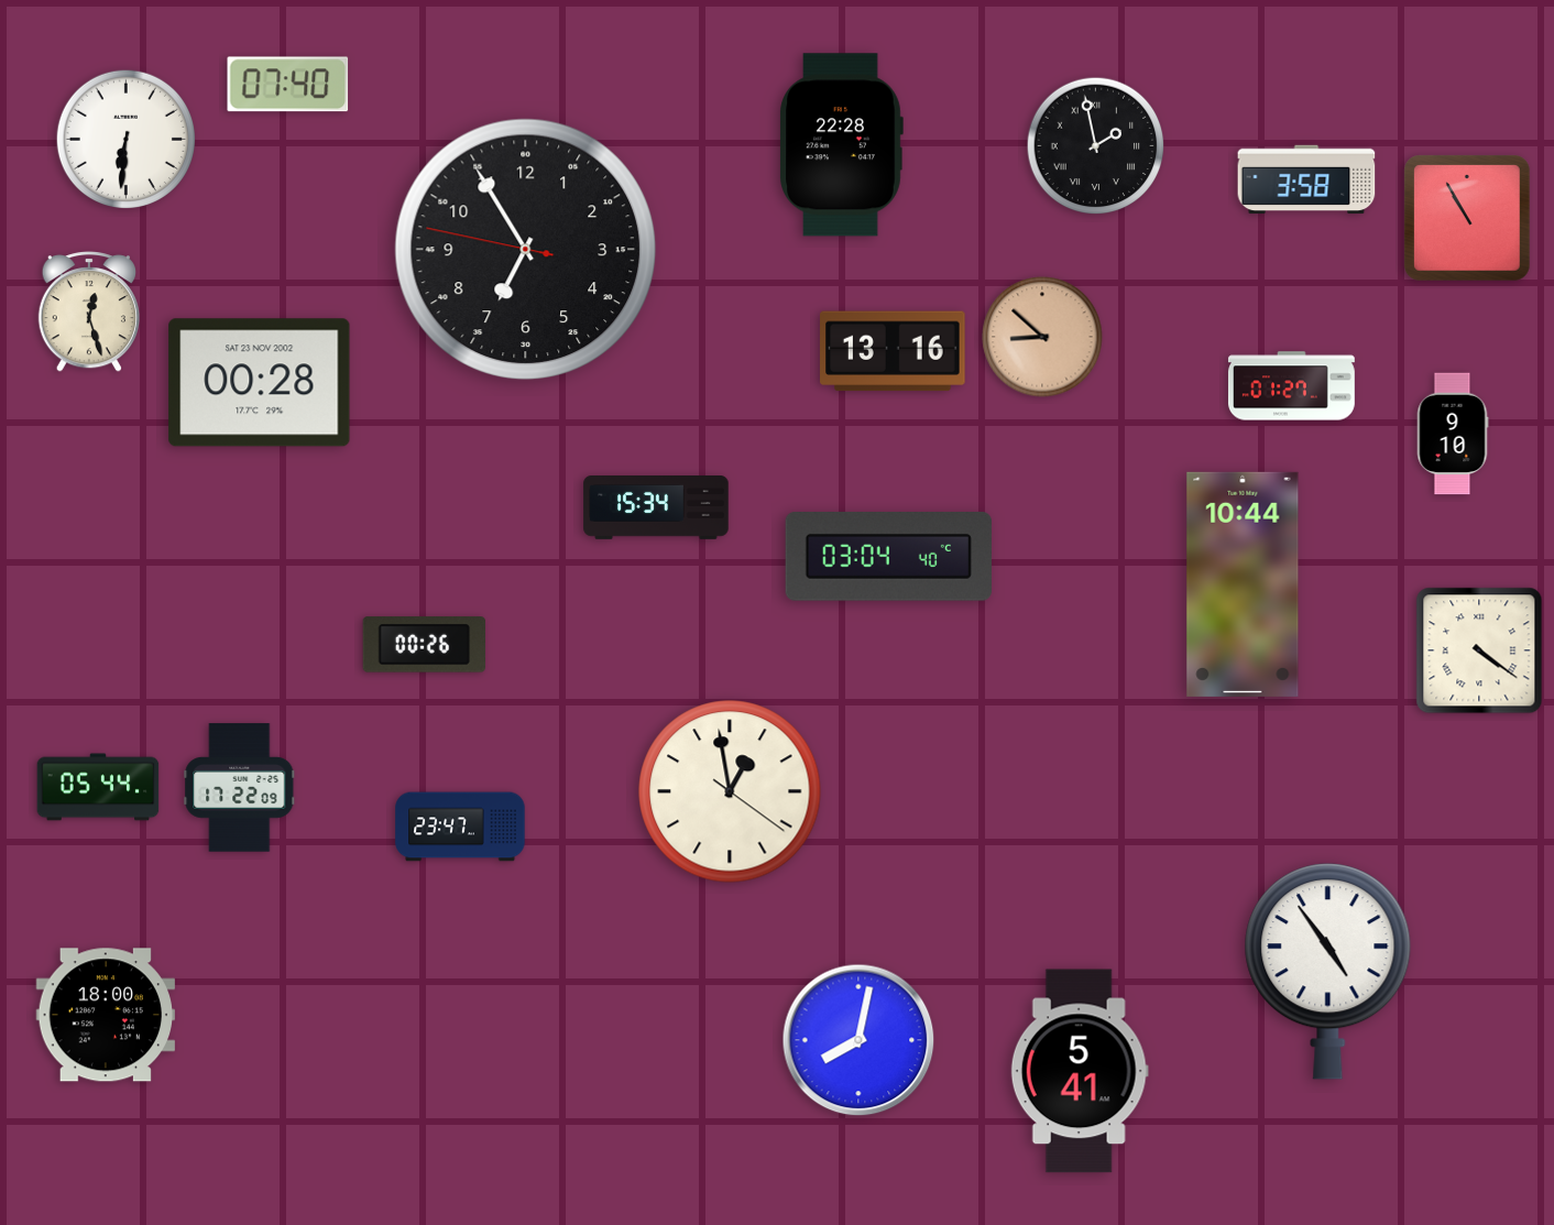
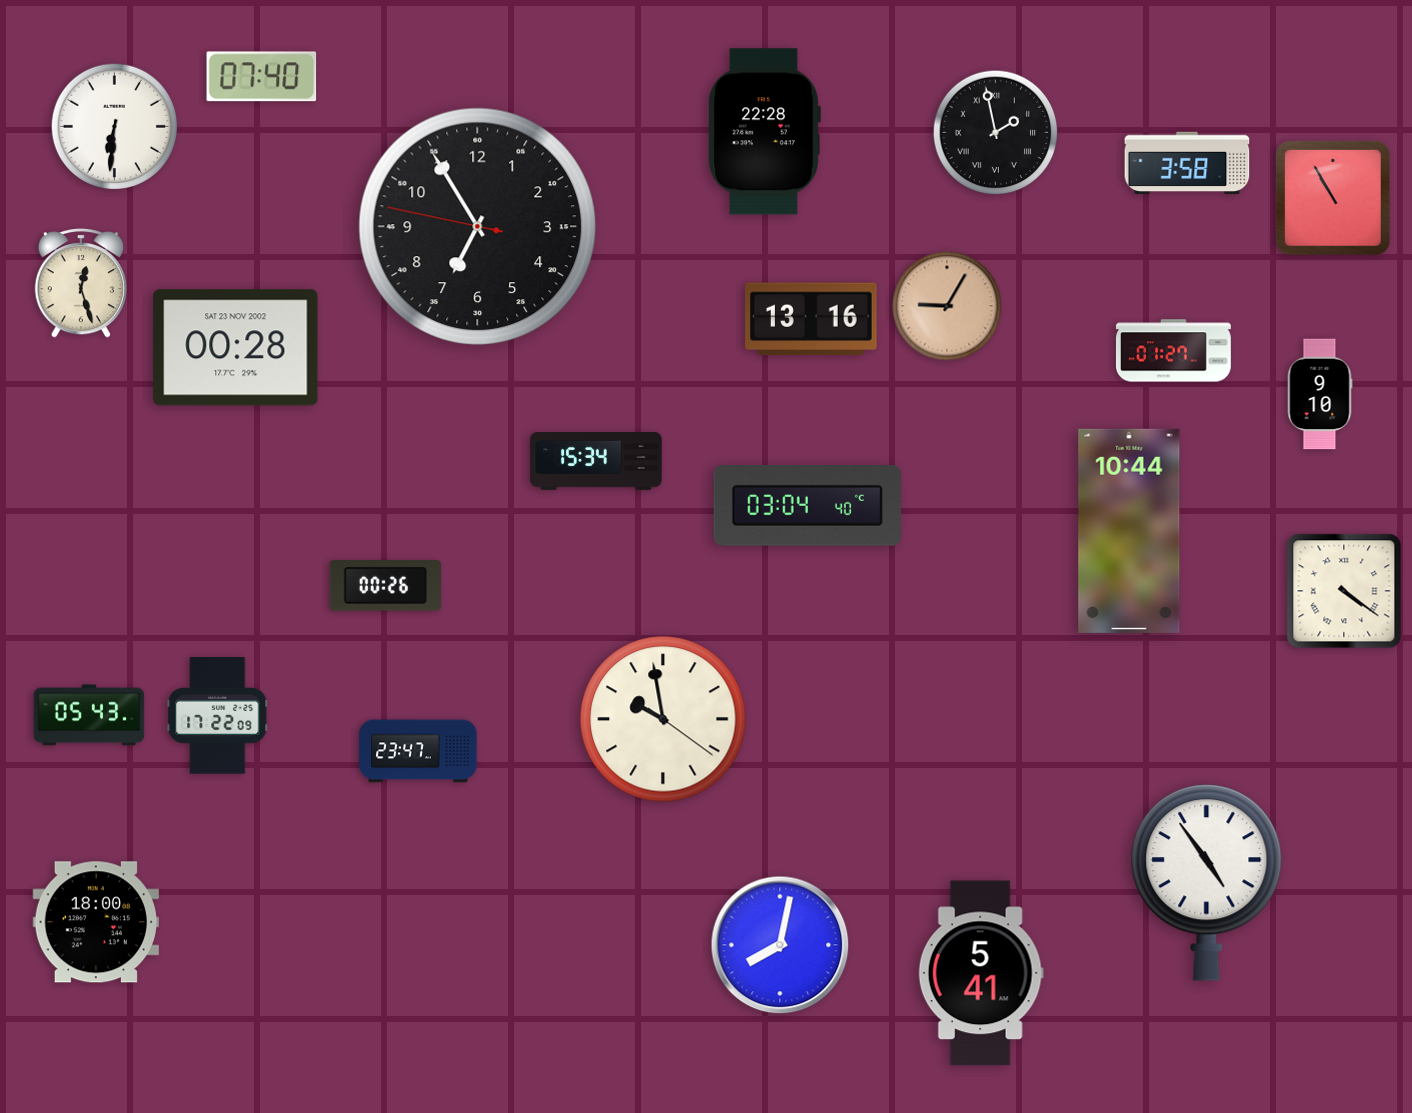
clock at (1042, 337): 8:52 -> 9:05
clock at (98, 787): 05:44 -> 05:43
clock at (730, 791): 12:58 -> 9:58
